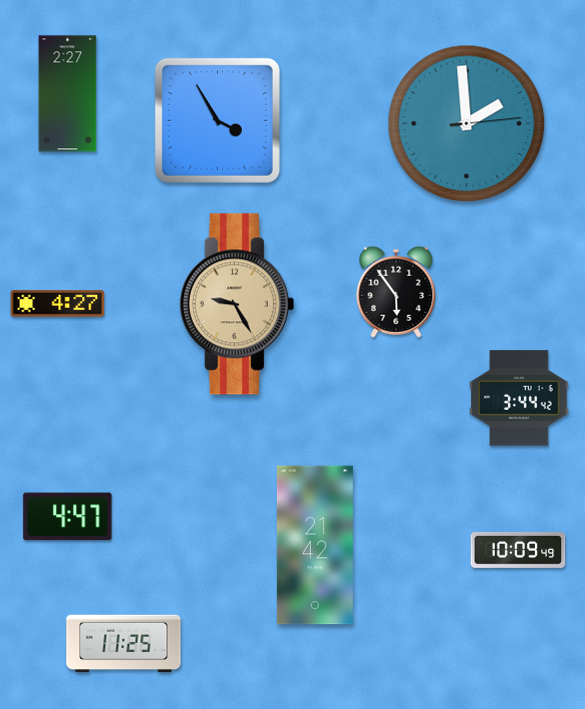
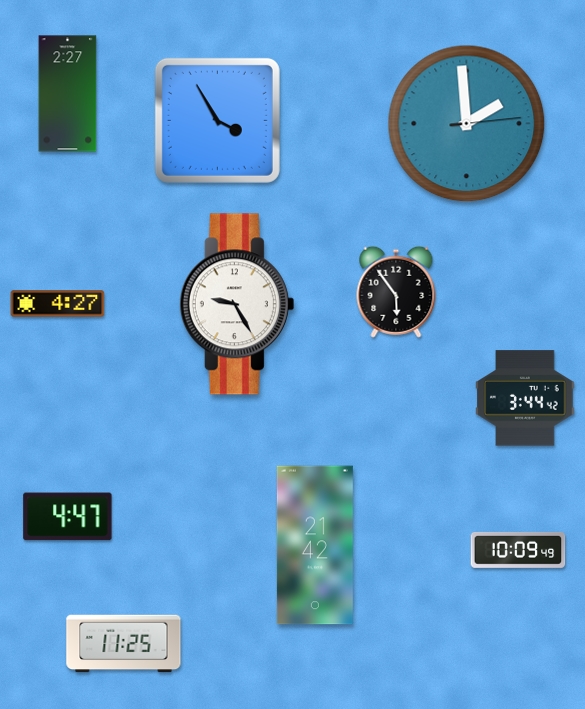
clock at (237, 304) dial: champagne -> white
clock at (519, 398) position: (519, 398) -> (525, 398)
